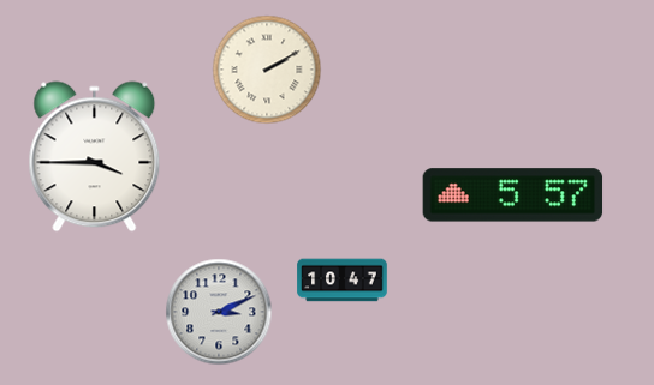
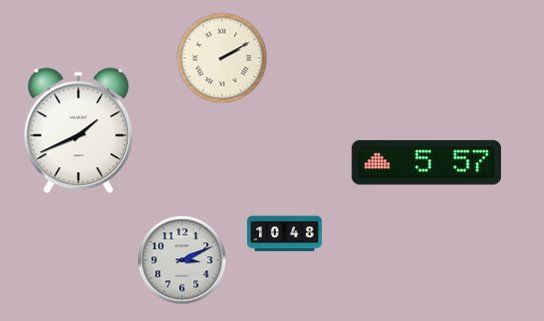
clock at (95, 157): 3:45 -> 1:41
clock at (343, 281): 10:47 -> 10:48
